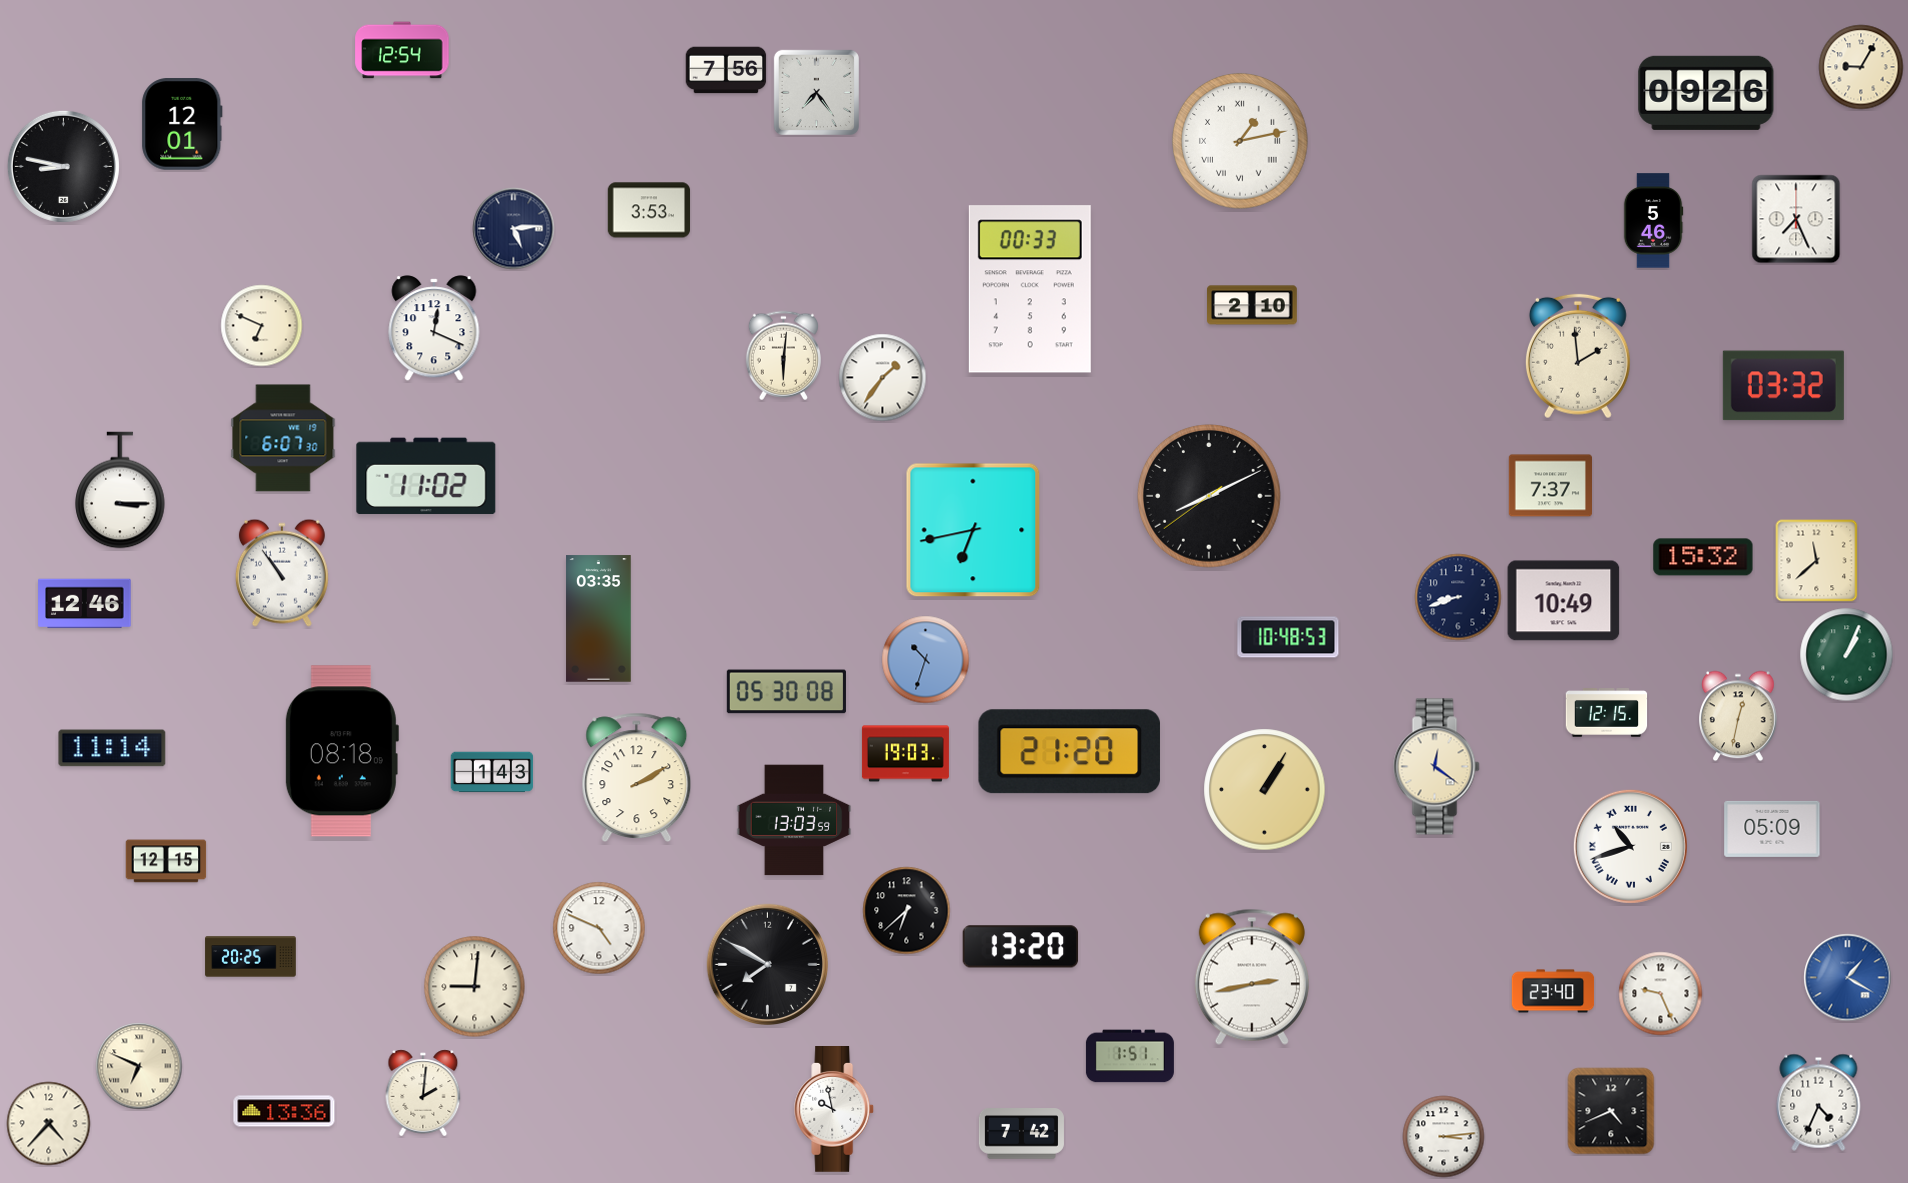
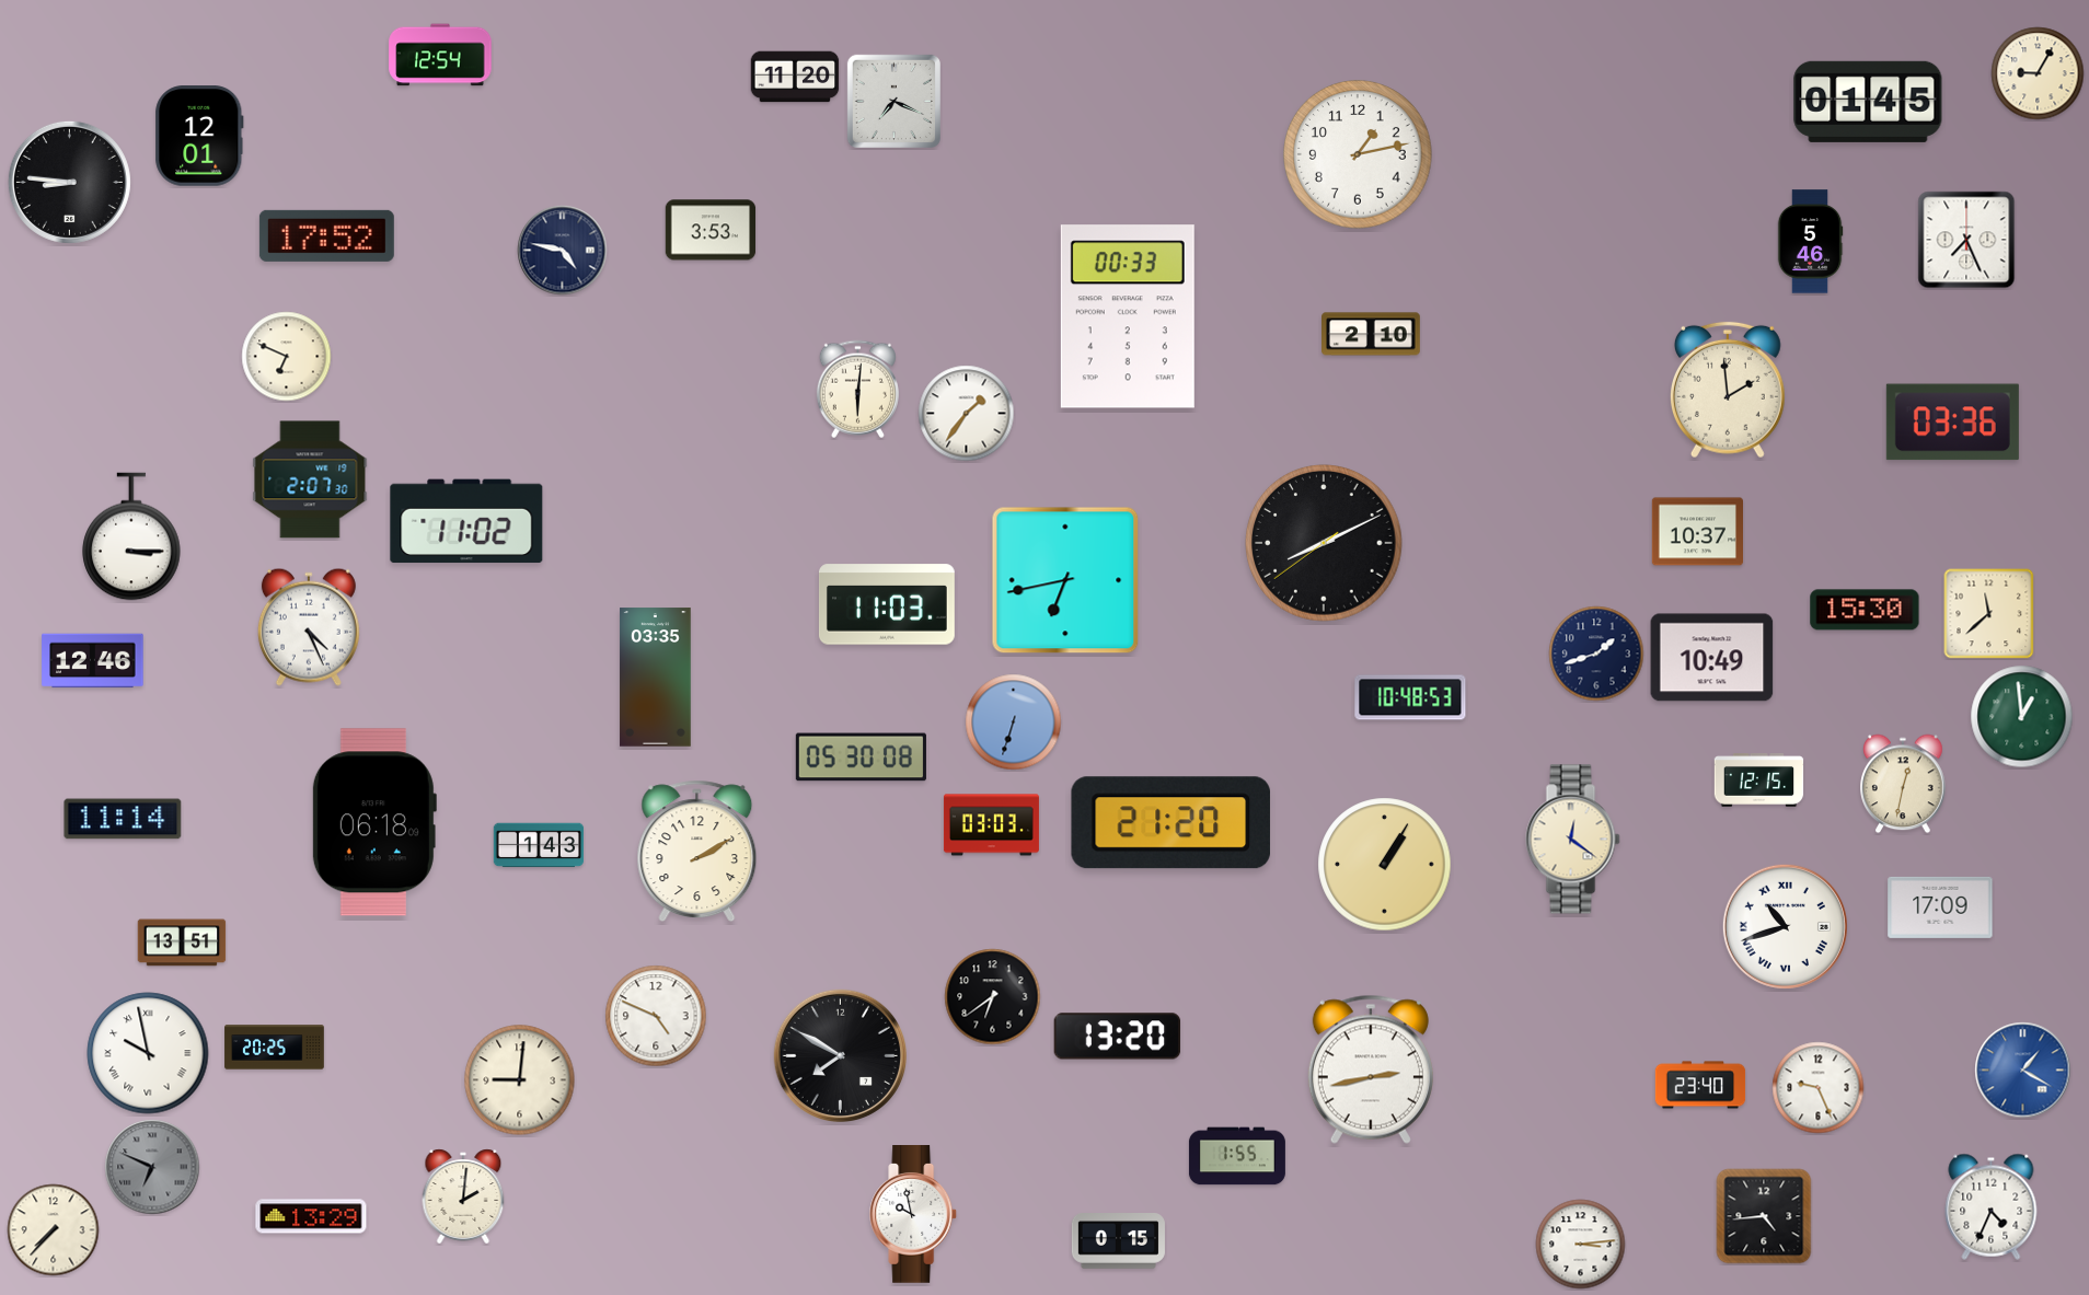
clock at (726, 70): 7:56 -> 11:20
clock at (816, 92): 7:24 -> 7:19
clock at (1706, 93): 09:26 -> 01:45
clock at (1240, 141) numerals: Roman -> Arabic
clock at (63, 166): 8:47 -> 8:46
clock at (326, 235): none -> 17:52
clock at (514, 229): 5:14 -> 4:47
clock at (434, 328): 12:19 -> none
clock at (1783, 386): 03:32 -> 03:36
clock at (283, 438): 6:07 -> 2:07
clock at (1550, 486): 7:37 -> 10:37
clock at (887, 604): none -> 11:03
clock at (1703, 557): 15:32 -> 15:30
clock at (282, 573): 10:54 -> 4:26
clock at (1458, 597): 8:42 -> 1:42
clock at (1847, 655): 1:04 -> 12:59
clock at (926, 660): 10:33 -> 6:33
clock at (341, 751): 08:18 -> 06:18
clock at (905, 754): 19:03 -> 03:03
clock at (794, 820): 13:03 -> none
clock at (1772, 829): 05:09 -> 17:09
clock at (166, 861): 12:15 -> 13:51
clock at (907, 911): 6:38 -> 6:39
clock at (148, 1053): none -> 9:58
clock at (1130, 1056): 1:51 -> 1:55
clock at (139, 1066) dial: cream -> grey
clock at (284, 1111): 13:36 -> 13:29
clock at (1611, 1111): 4:41 -> 4:44
clock at (49, 1124): 4:37 -> 7:37
clock at (1021, 1134): 7:42 -> 0:15
